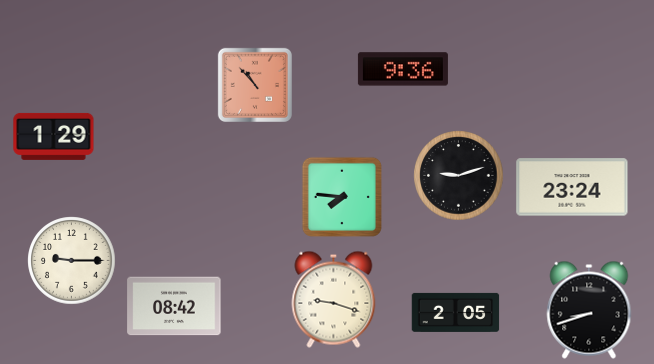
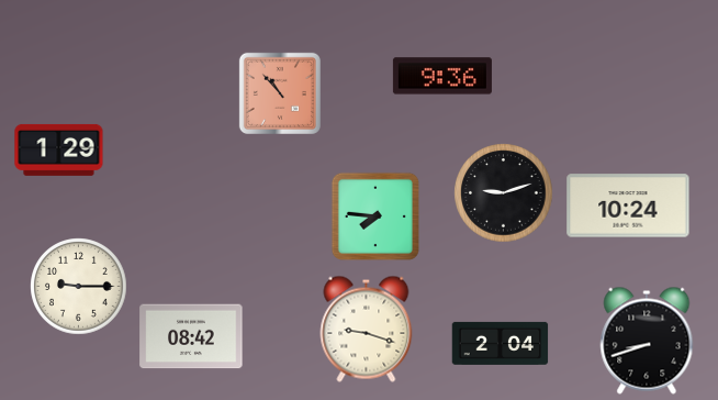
clock at (572, 187): 23:24 -> 10:24
clock at (456, 312): 2:05 -> 2:04
